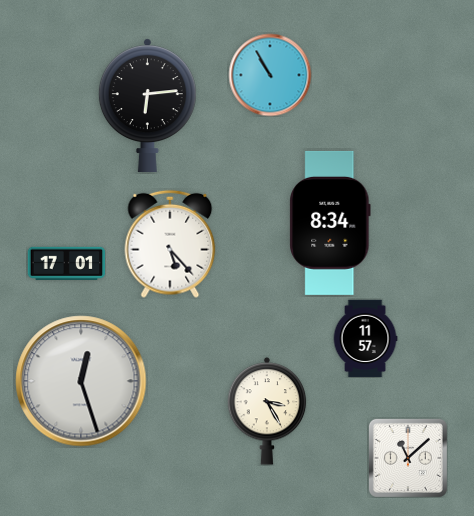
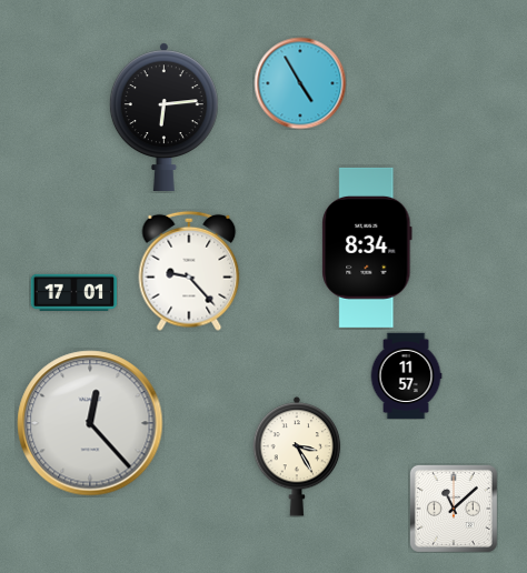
clock at (270, 75): 10:55 -> 4:55
clock at (170, 244): 5:23 -> 9:23
clock at (81, 381): 12:27 -> 12:23
